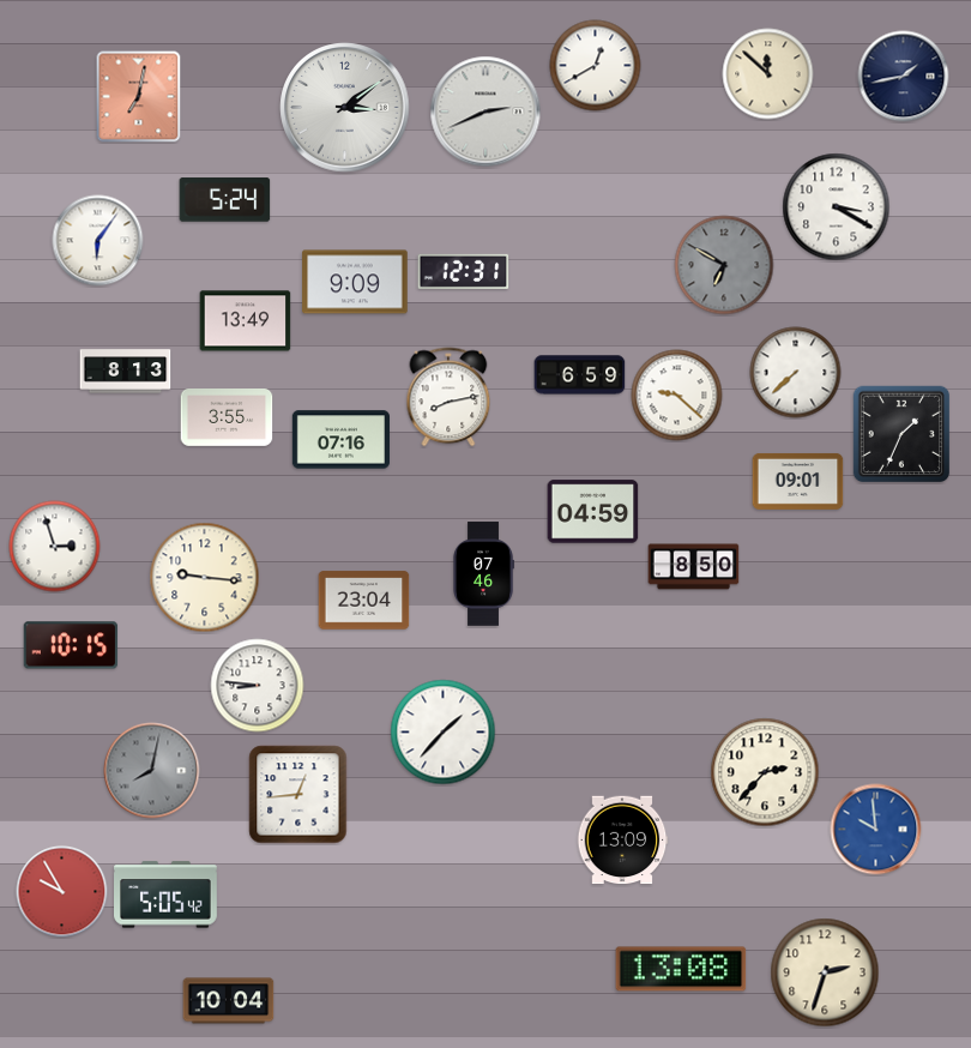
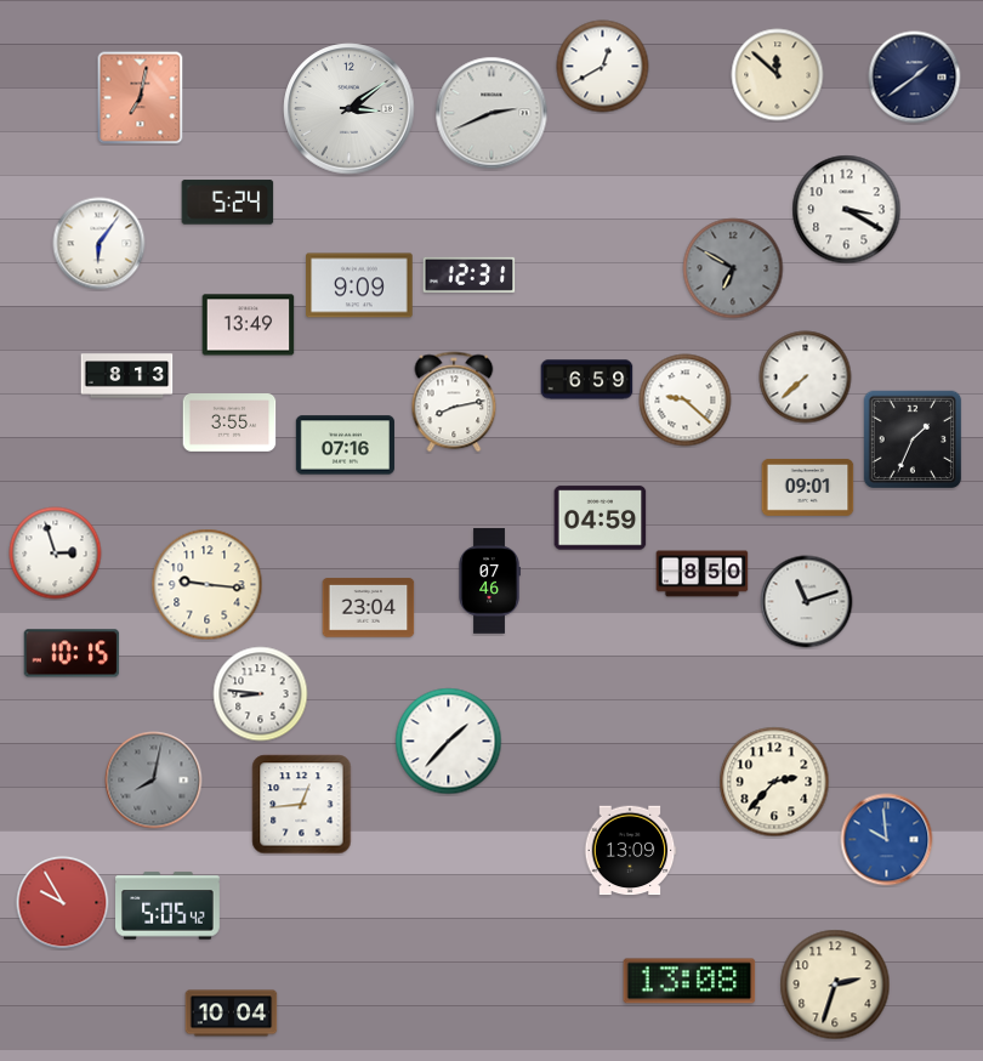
clock at (904, 77): 1:43 -> 1:39
clock at (807, 602): none -> 11:12
